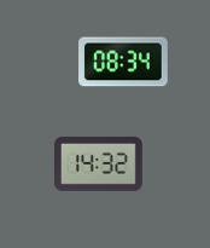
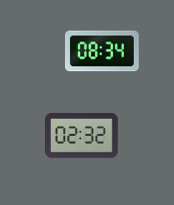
clock at (98, 163): 14:32 -> 02:32
